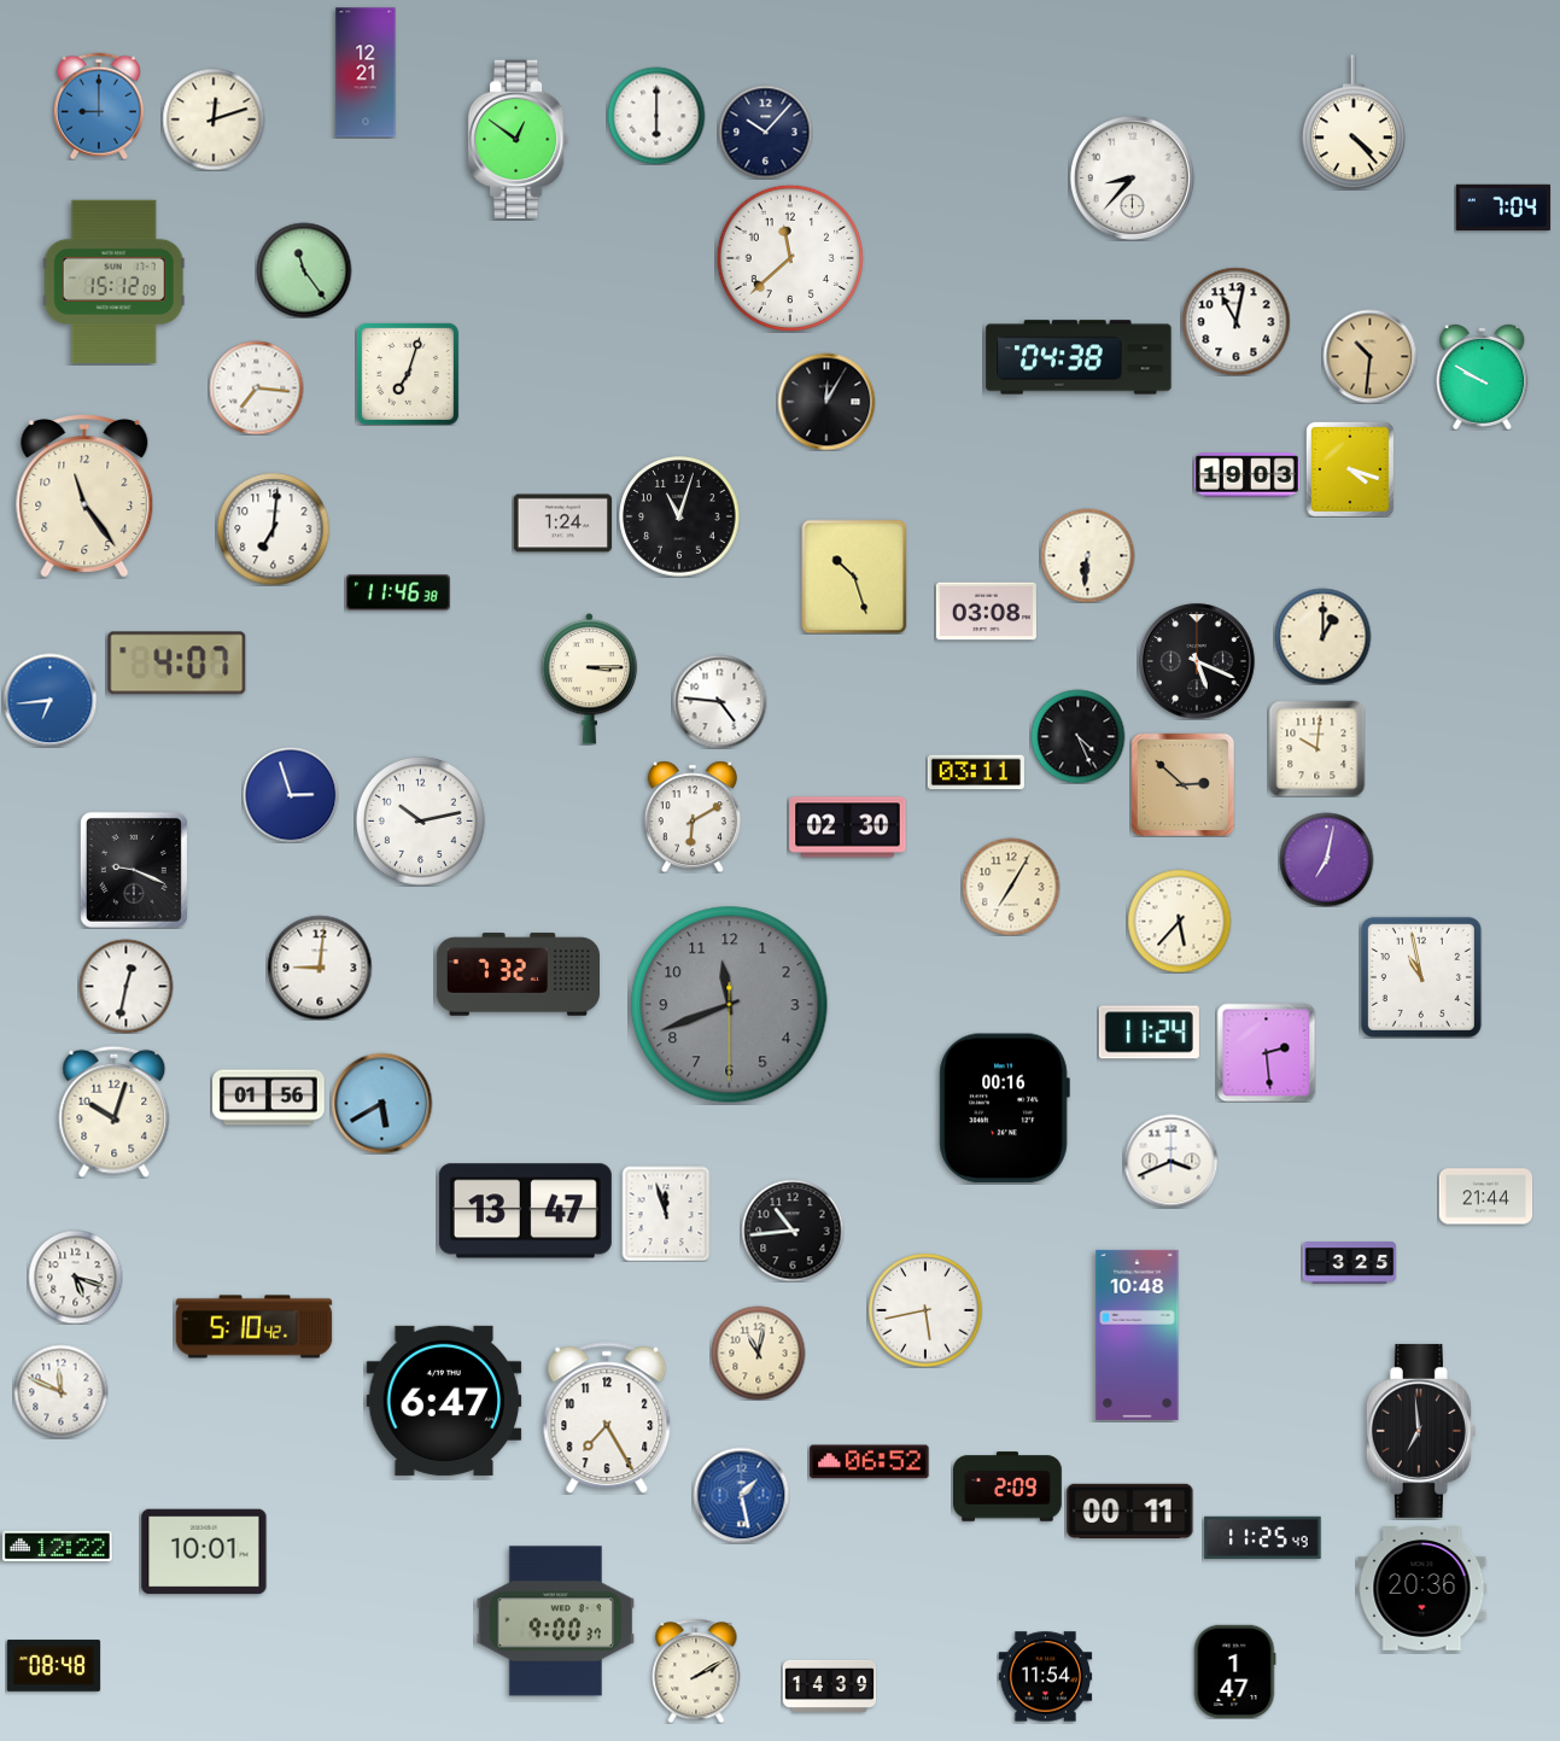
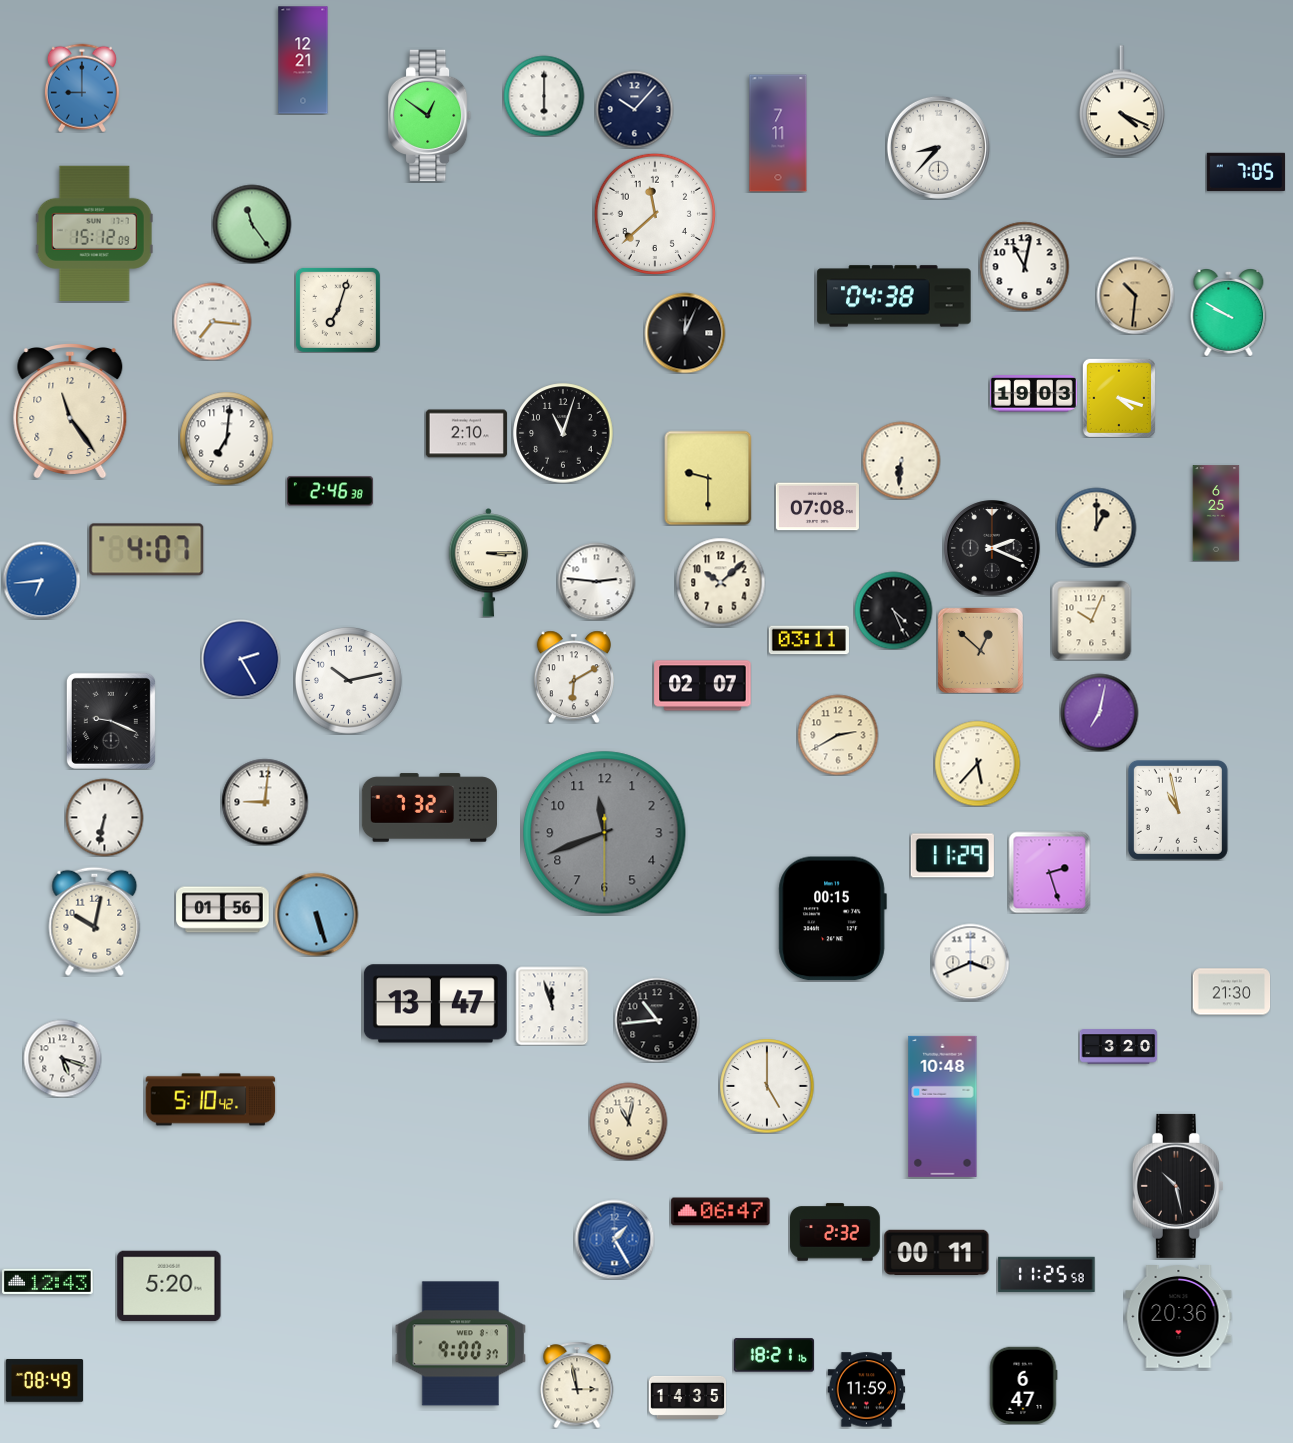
clock at (214, 119): 12:12 -> none
clock at (1354, 122): 4:23 -> 4:19
clock at (778, 133): none -> 7:11
clock at (1502, 206): 7:04 -> 7:05
clock at (826, 402): 12:05 -> 12:04
clock at (1350, 469) position: (1350, 469) -> (1119, 398)
clock at (679, 516) position: (679, 516) -> (563, 433)
clock at (562, 524): 1:24 -> 2:10
clock at (854, 577): 10:27 -> 9:30
clock at (398, 592): 11:46 -> 2:46
clock at (986, 612): 03:08 -> 07:08
clock at (1216, 513): none -> 6:25
clock at (1197, 661): 5:19 -> 2:19
clock at (719, 701): 4:46 -> 2:46
clock at (720, 582): none -> 10:08
clock at (1316, 748): 10:01 -> 10:04
clock at (1182, 784): 2:52 -> 12:52
clock at (291, 795): 2:57 -> 2:25
clock at (848, 828): 02:30 -> 02:07
clock at (1011, 887): 7:05 -> 2:40
clock at (125, 986): 12:32 -> 6:32
clock at (1149, 1033): 11:24 -> 11:29
clock at (1266, 1052): 2:29 -> 2:27
clock at (381, 1103): 5:40 -> 5:27
clock at (1004, 1109): 00:16 -> 00:15
clock at (115, 1111): 10:03 -> 10:02
clock at (1485, 1197): 21:44 -> 21:30
clock at (1349, 1263): 3:25 -> 3:20
clock at (925, 1310): 5:43 -> 5:00
clock at (60, 1391): 11:49 -> none
clock at (444, 1401): 6:47 -> none
clock at (607, 1418): 7:25 -> none
clock at (1421, 1431): 6:59 -> 10:28
clock at (870, 1462): 06:52 -> 06:47
clock at (1009, 1486): 2:09 -> 2:32
clock at (741, 1495): 1:28 -> 1:25
clock at (1263, 1538): 11:25:49 -> 11:25:58
clock at (58, 1546): 12:22 -> 12:43
clock at (204, 1552): 10:01 -> 5:20
clock at (774, 1355): none -> 18:21
clock at (53, 1666): 08:48 -> 08:49
clock at (696, 1671): 2:10 -> 2:58
clock at (1234, 1671): 1:47 -> 6:47
clock at (1045, 1677): 11:54 -> 11:59
clock at (829, 1686): 14:39 -> 14:35
